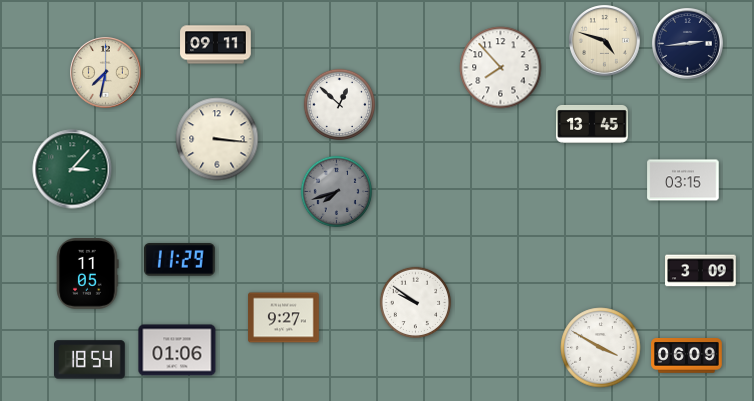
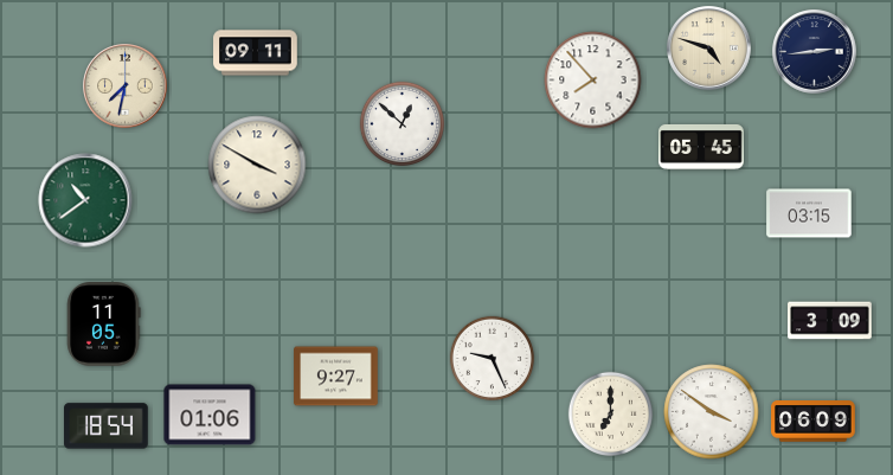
clock at (605, 41) position: (605, 41) -> (709, 49)
clock at (592, 124): 13:45 -> 05:45
clock at (217, 139): 3:16 -> 3:50
clock at (72, 169): 3:07 -> 10:39
clock at (337, 192): 7:42 -> none
clock at (180, 260): 11:29 -> none
clock at (416, 303): 9:51 -> 9:26
clock at (601, 348): 3:50 -> 3:51
clock at (611, 415): none -> 7:00
